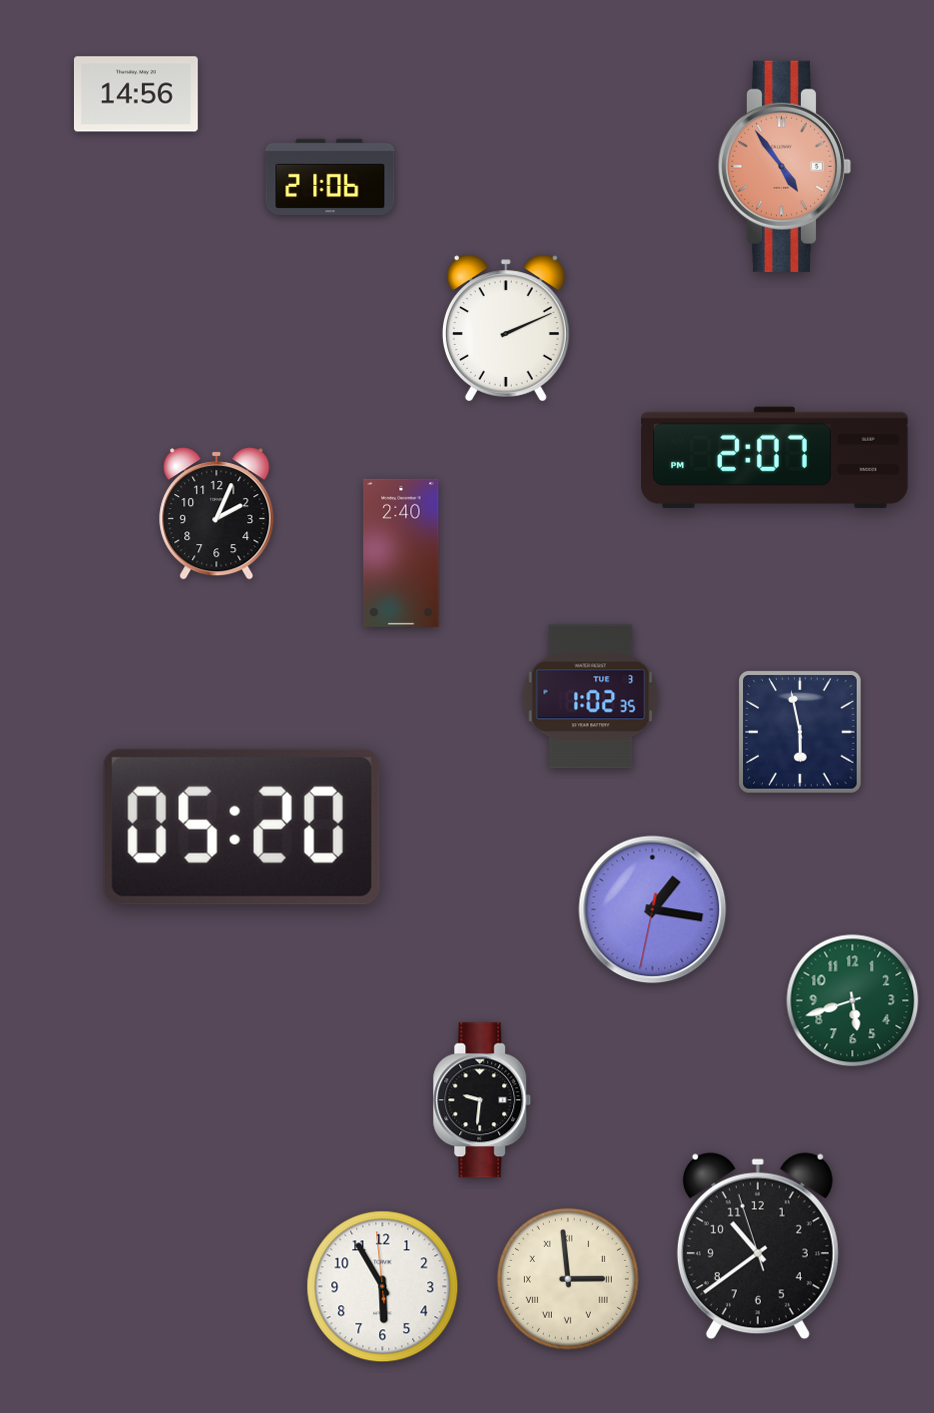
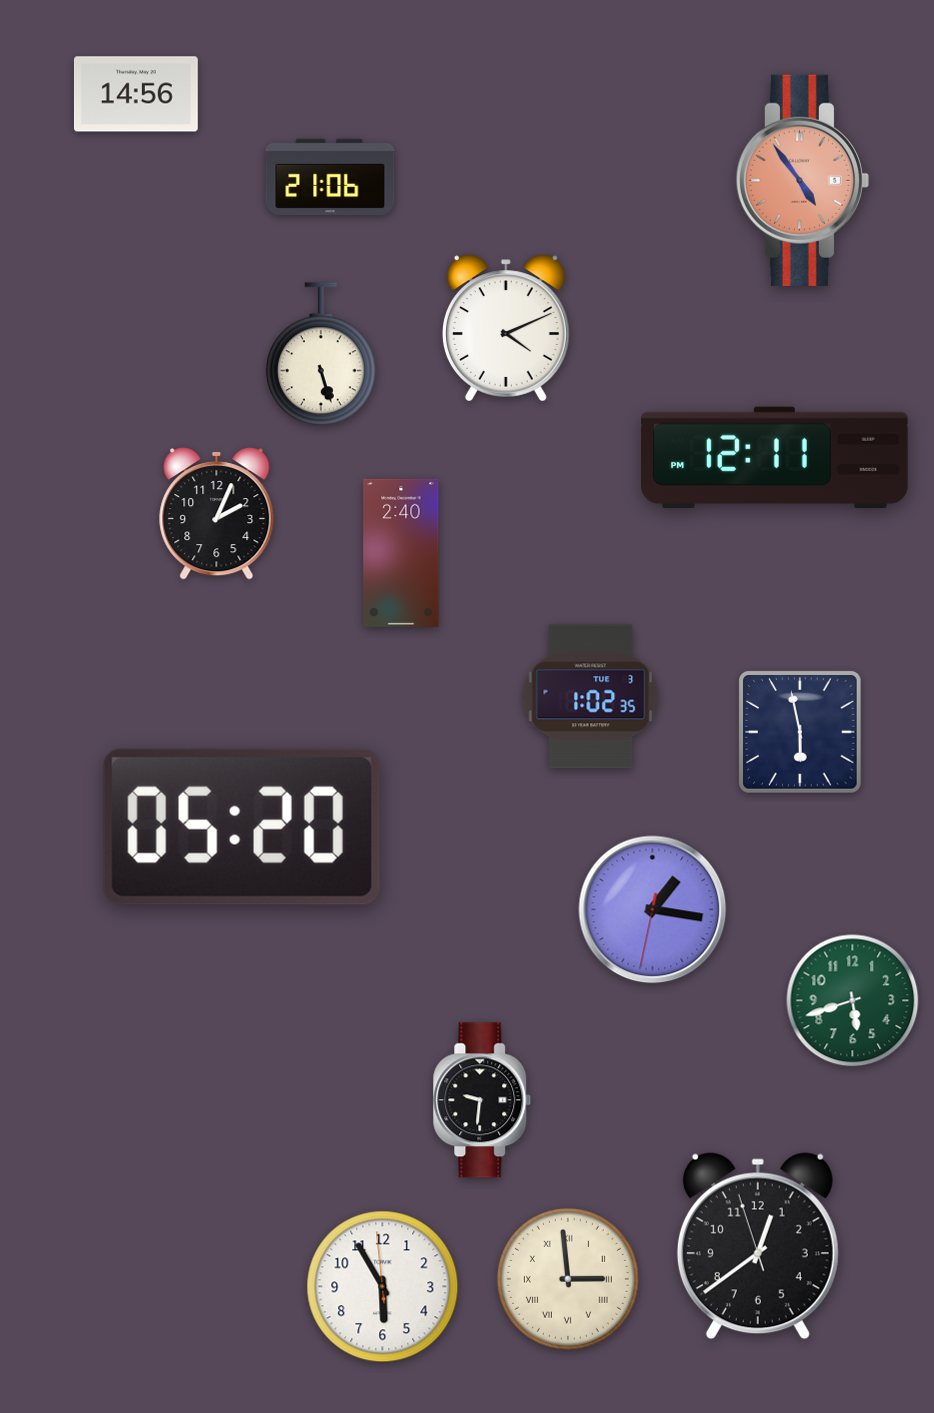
clock at (784, 166) position: (784, 166) -> (802, 180)
clock at (506, 328): 2:11 -> 4:11
clock at (321, 355): none -> 5:27
clock at (775, 458): 2:07 -> 12:11
clock at (758, 1246): 10:38 -> 12:38
